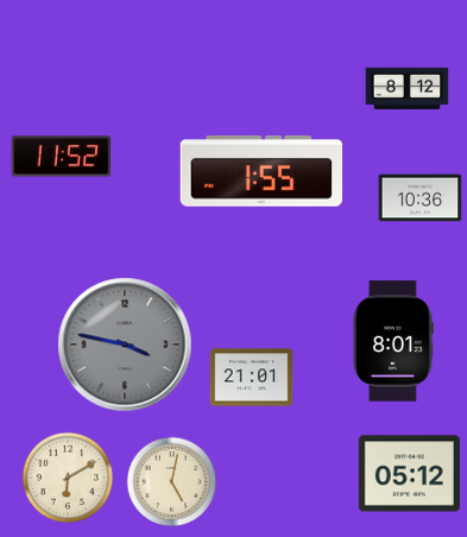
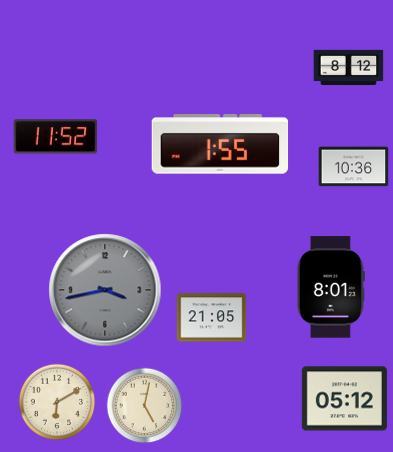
clock at (408, 89) position: (408, 89) -> (349, 68)
clock at (62, 157) position: (62, 157) -> (56, 137)
clock at (125, 345): 3:47 -> 3:43
clock at (252, 378): 21:01 -> 21:05
